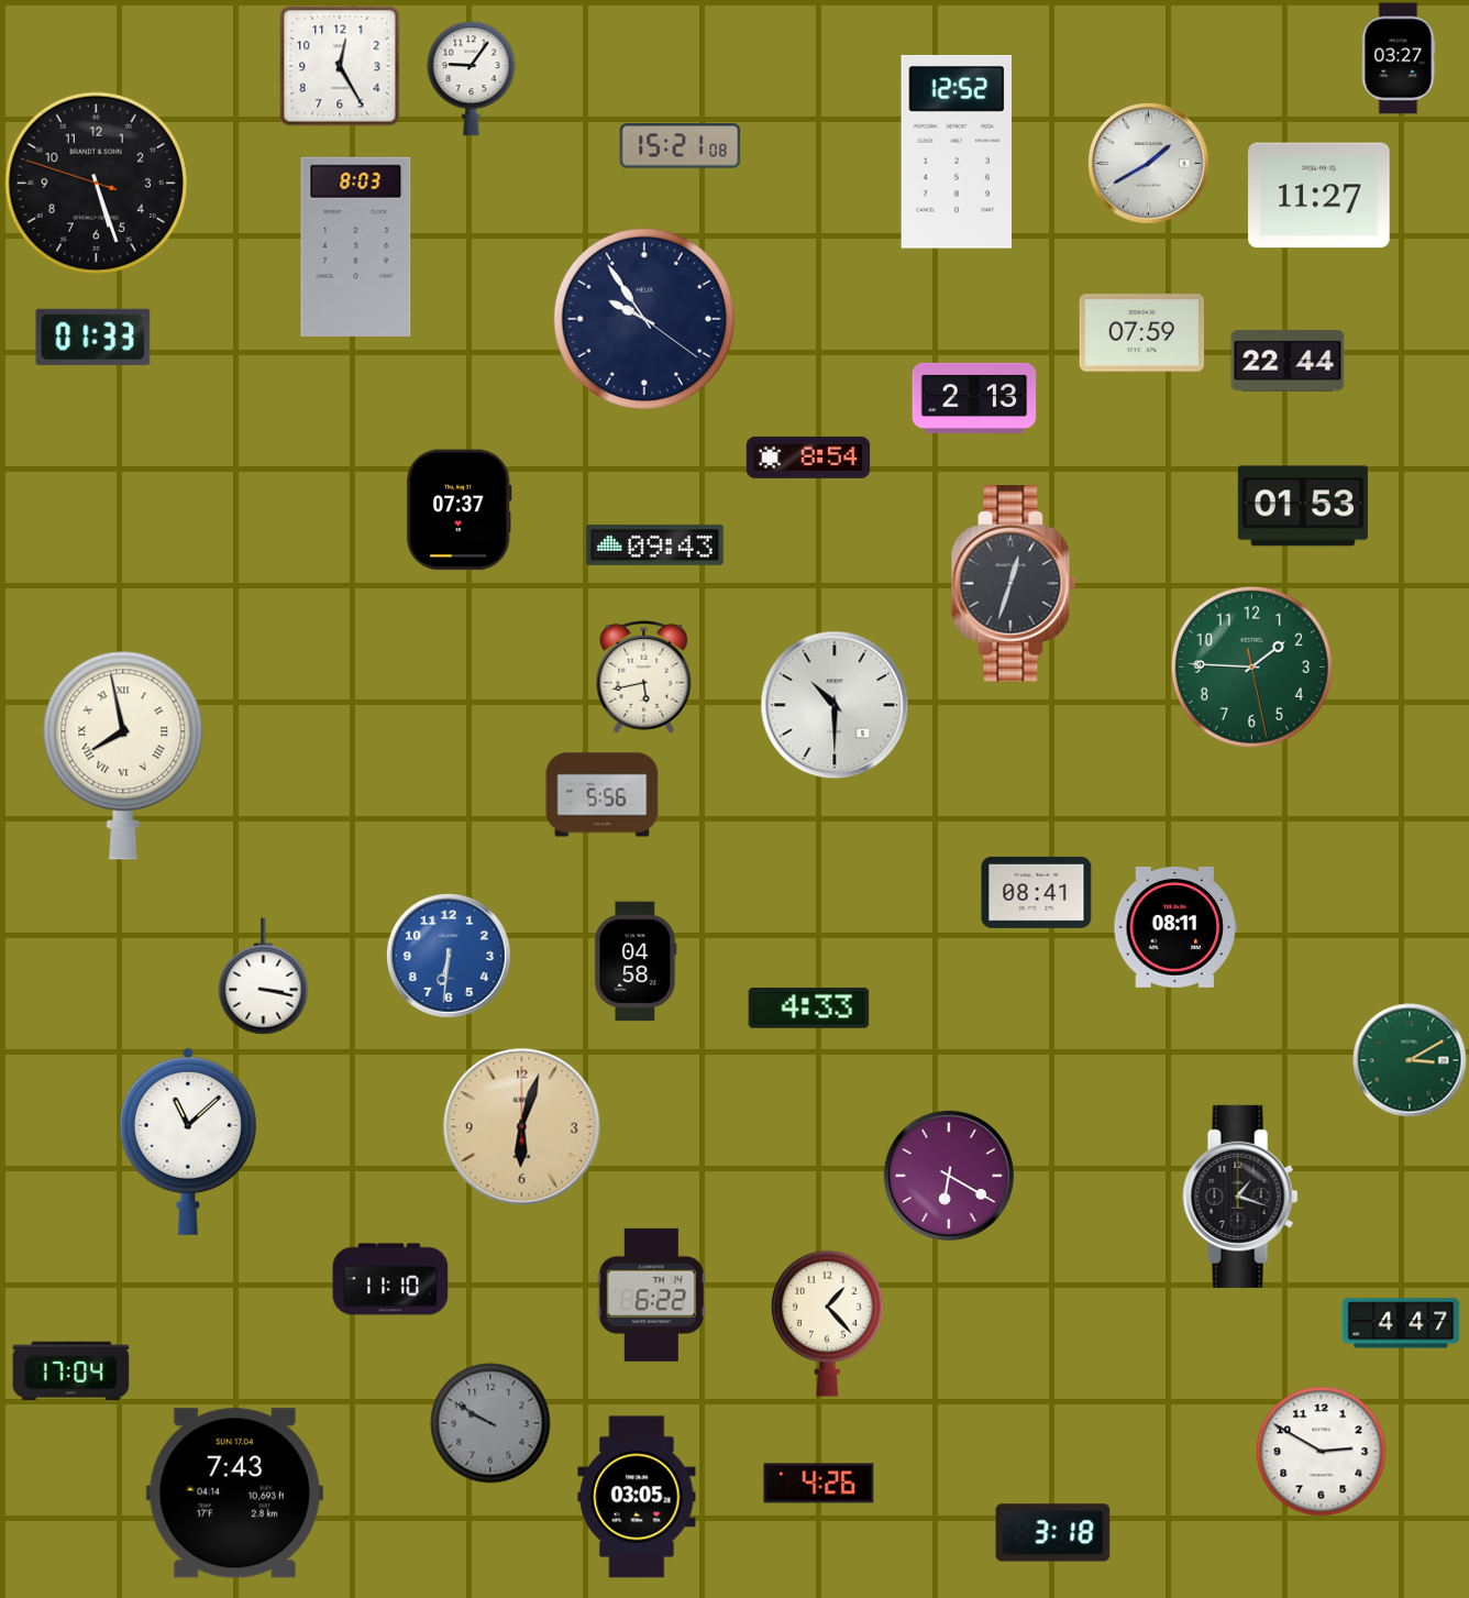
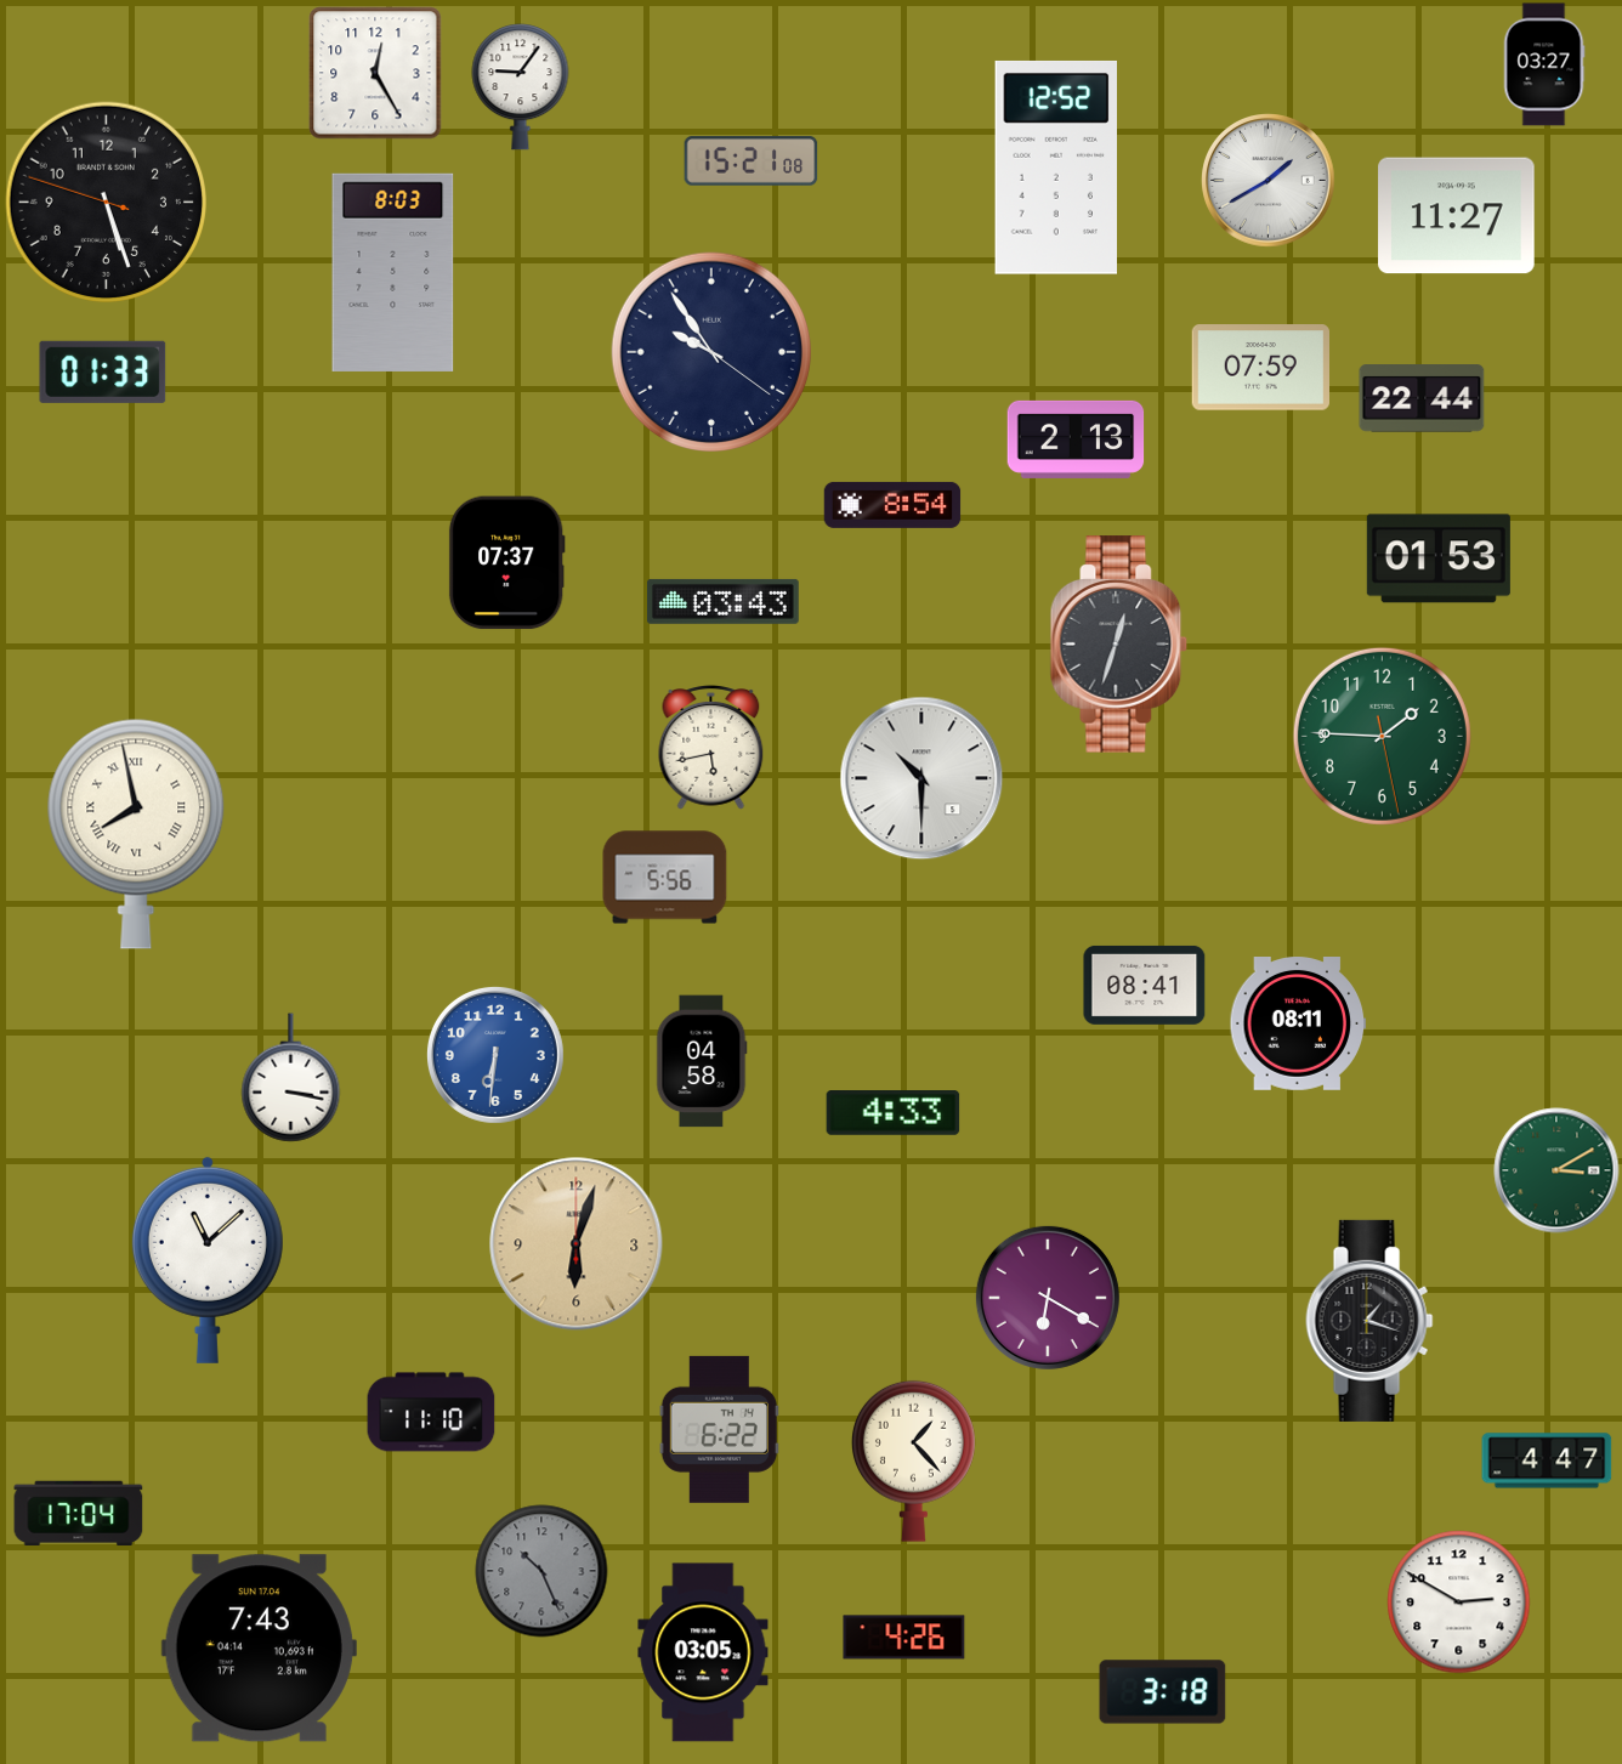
clock at (654, 544): 09:43 -> 03:43
clock at (490, 1423): 9:50 -> 10:26
